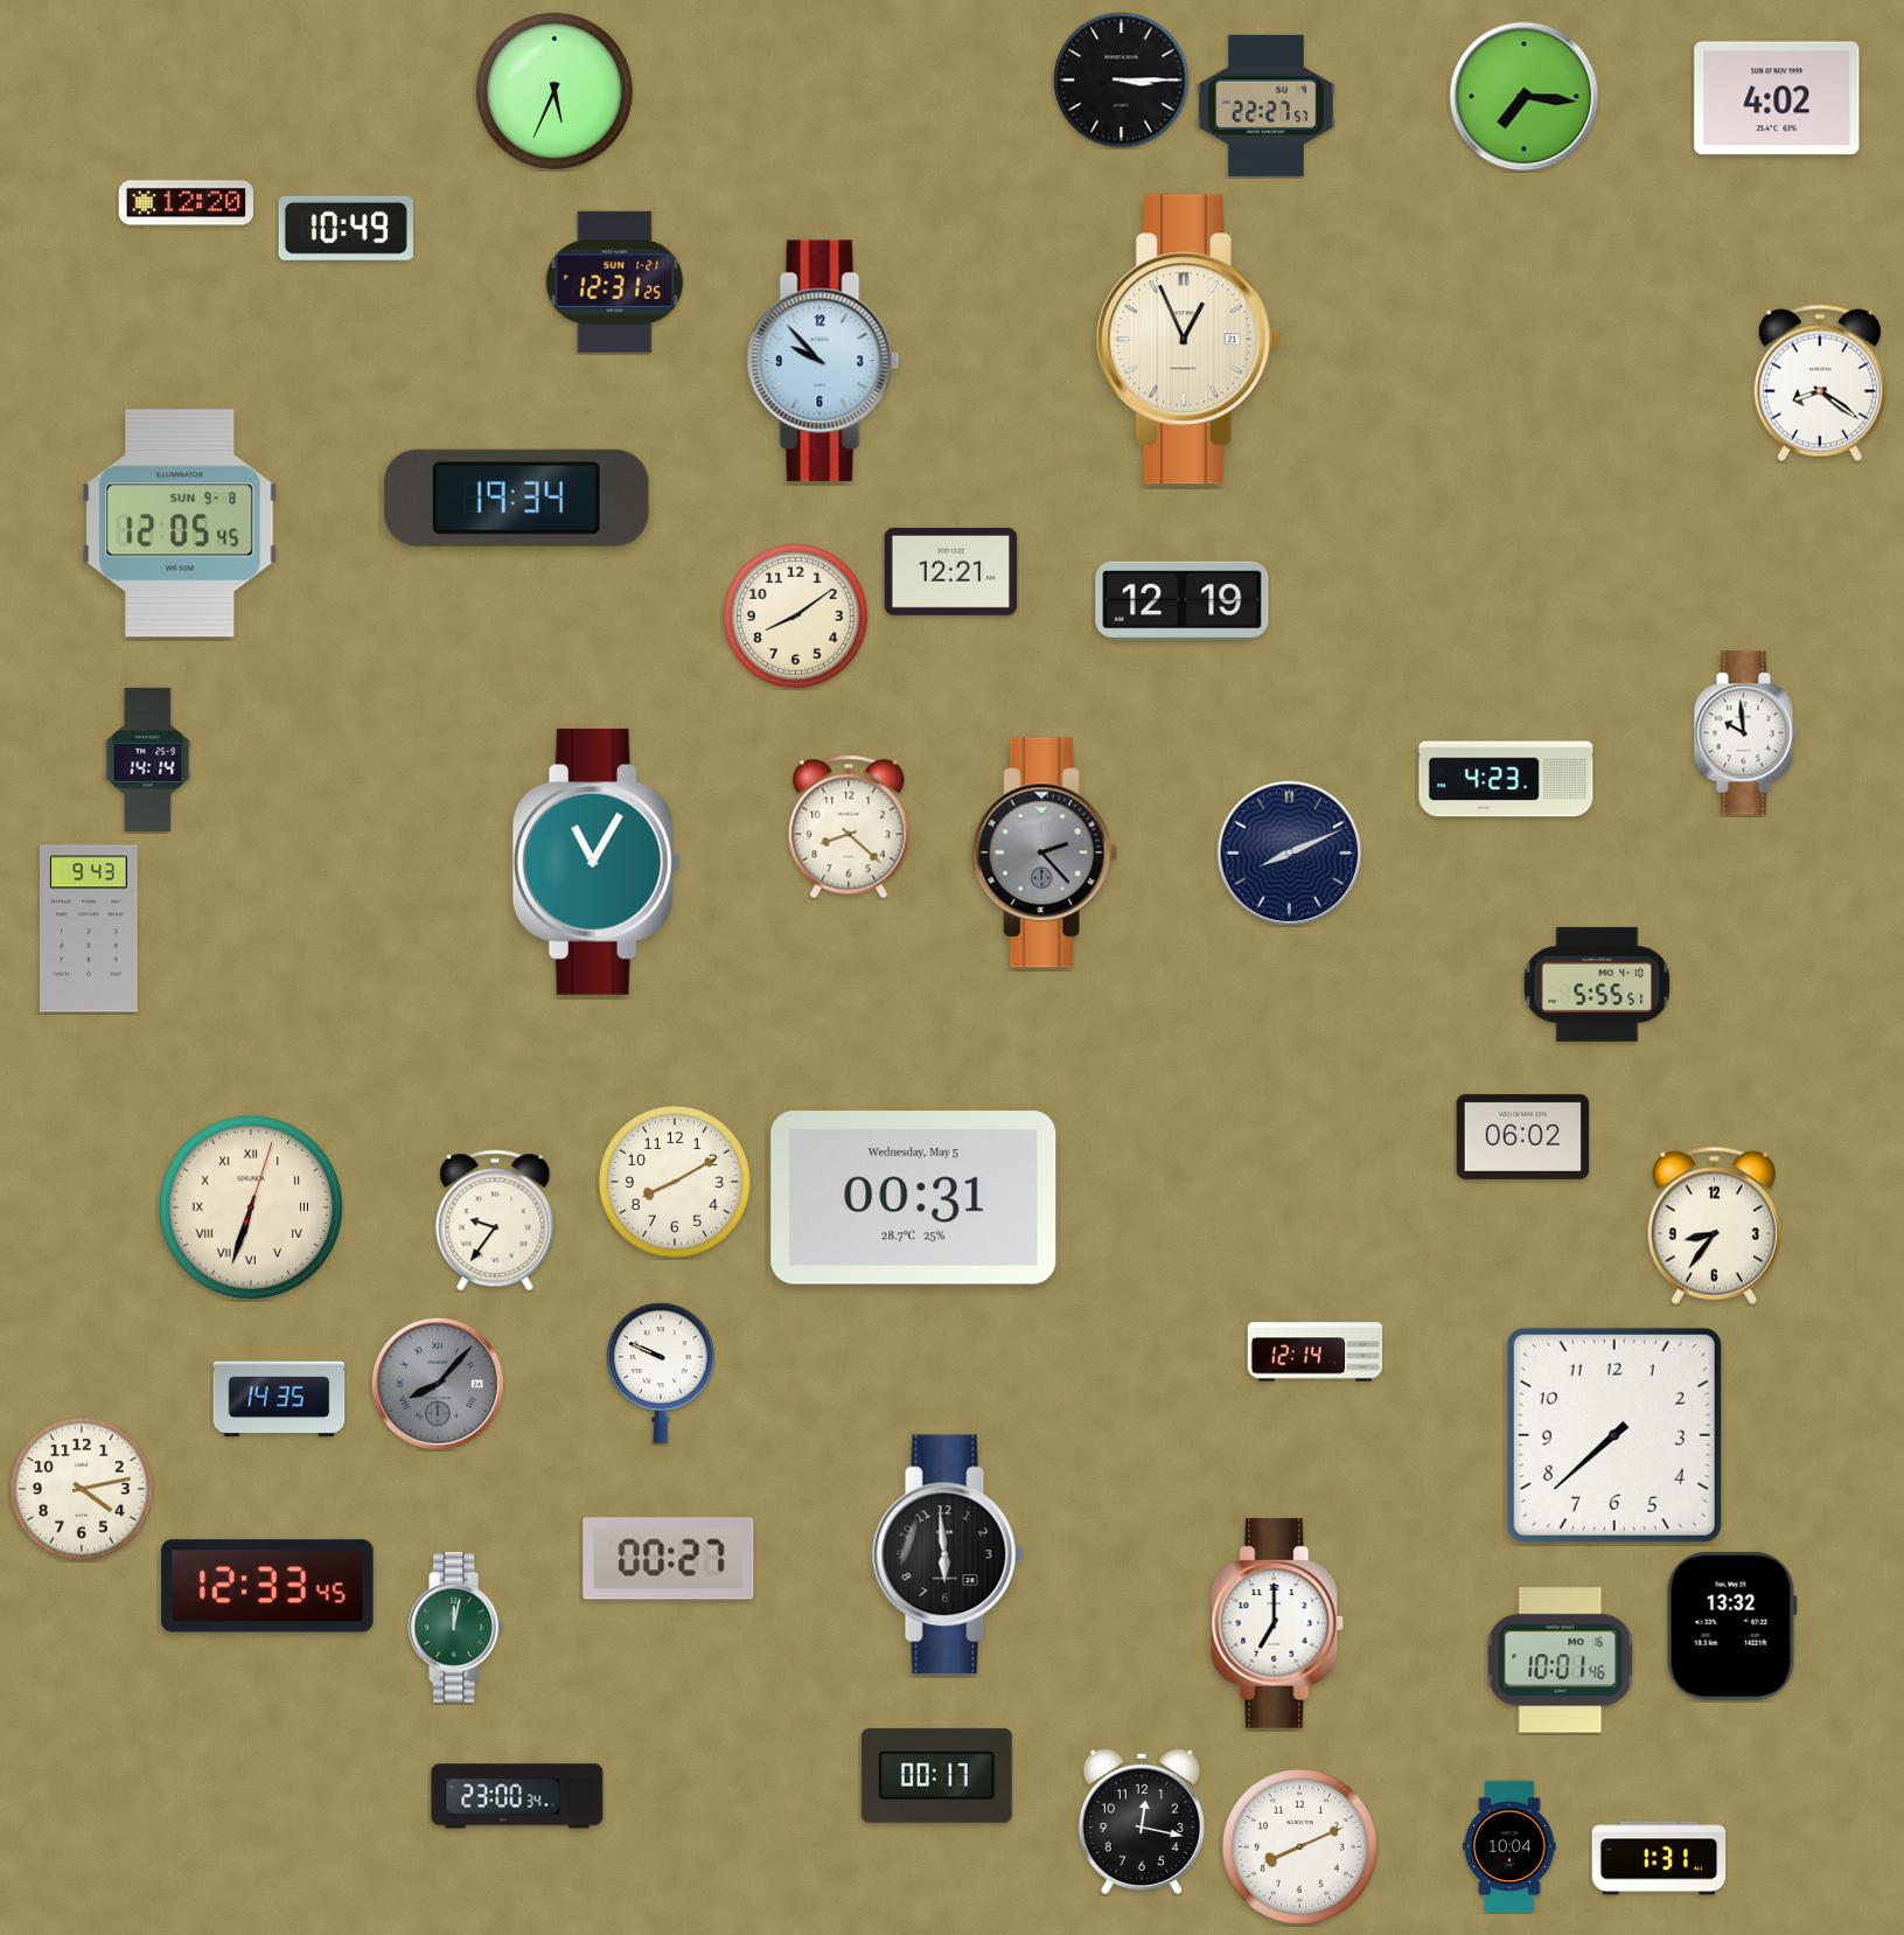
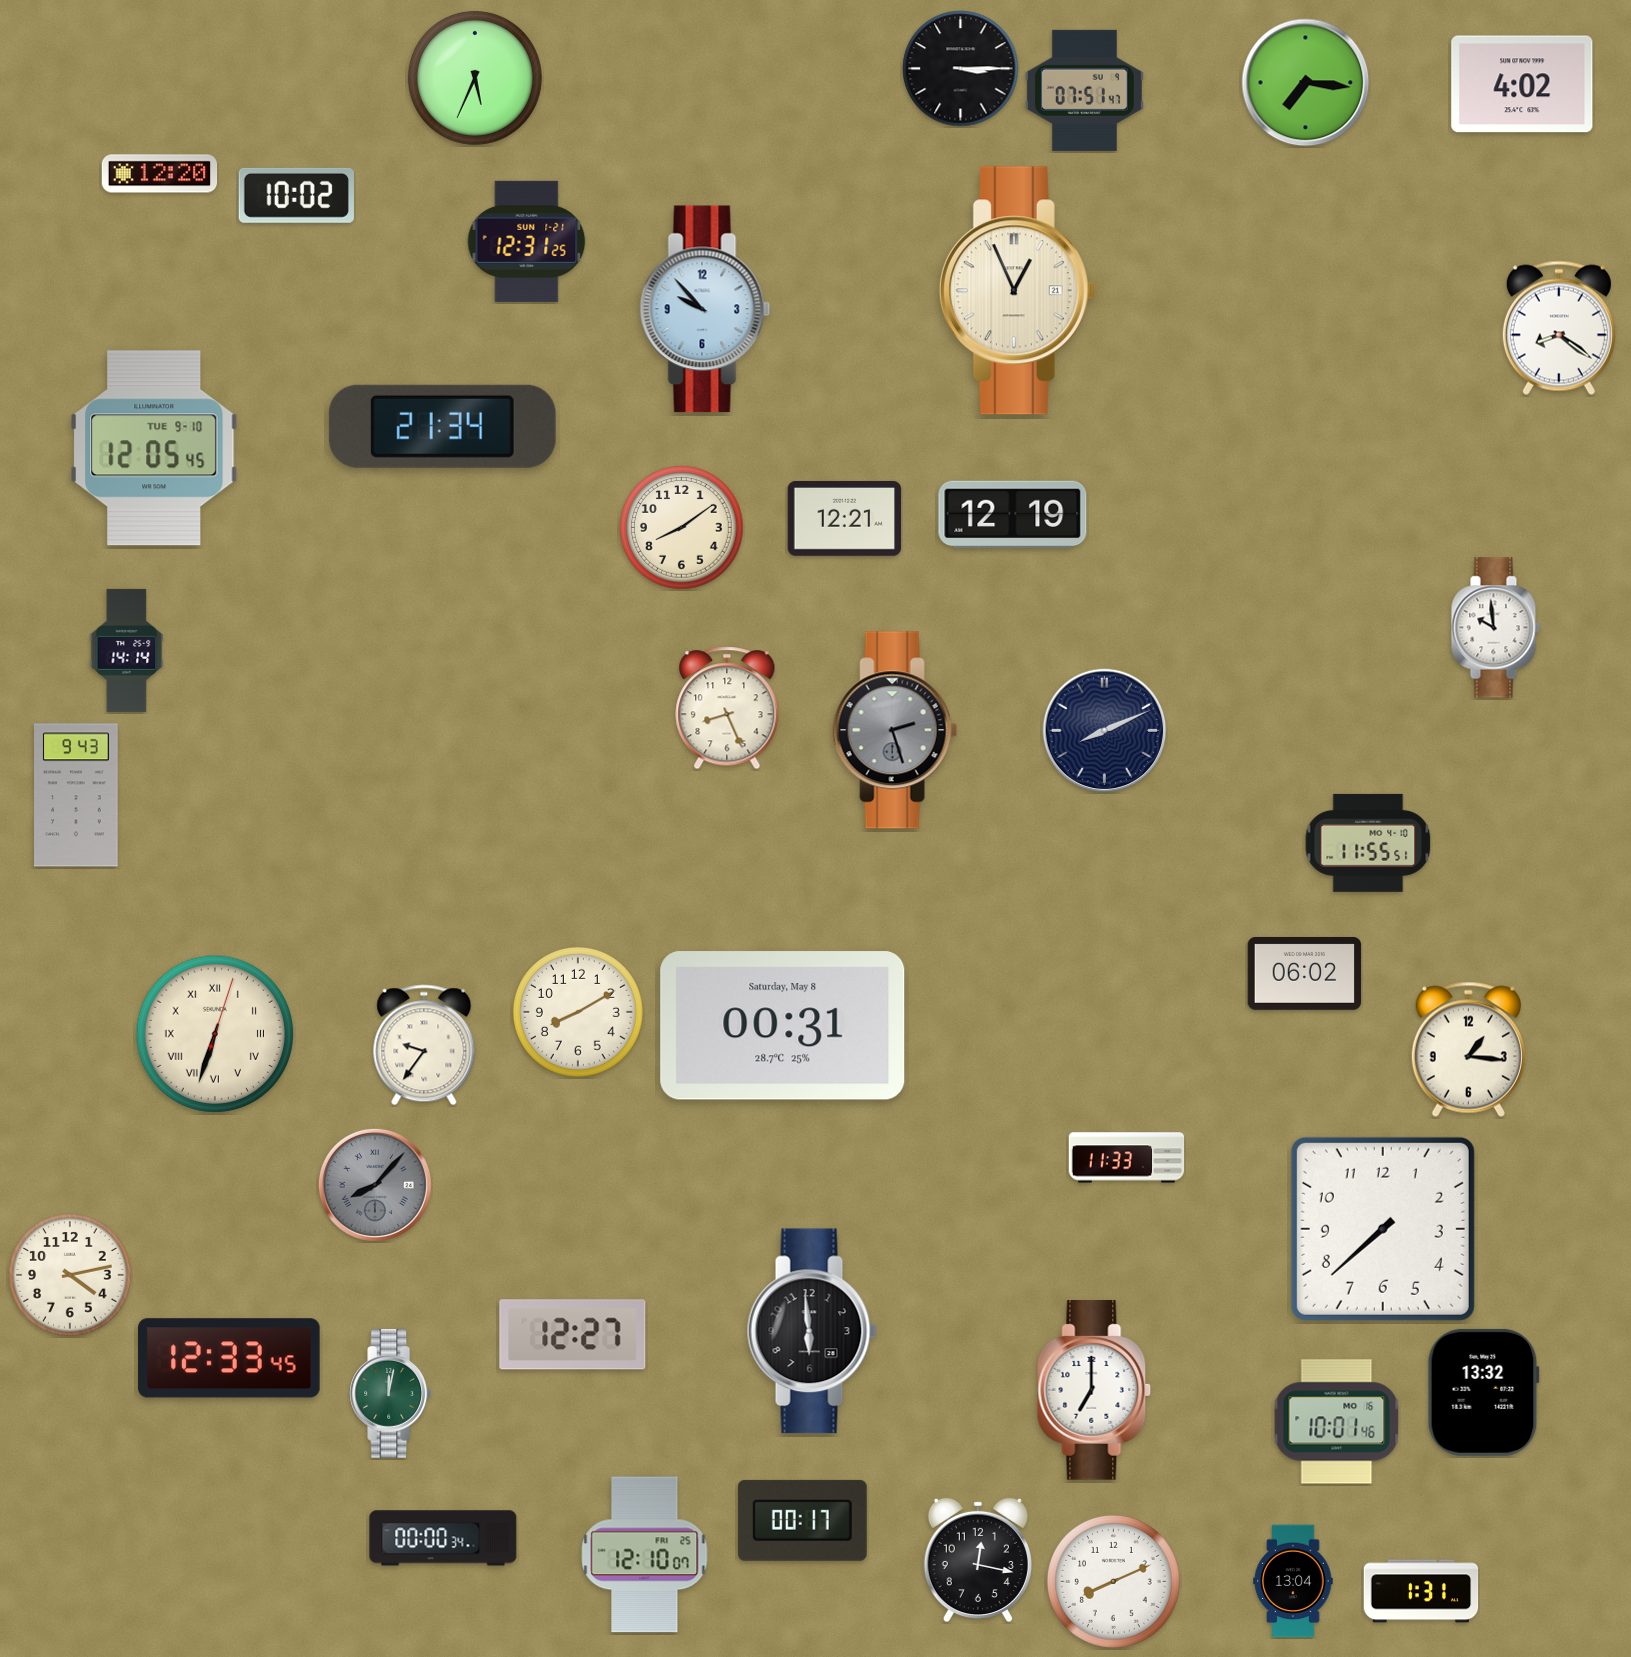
clock at (1265, 105): 22:27 -> 07:51
clock at (346, 228): 10:49 -> 10:02
clock at (516, 497): 19:34 -> 21:34
clock at (180, 523) date: SUN 9-8 -> TUE 9-10
clock at (951, 571) position: (951, 571) -> (845, 518)
clock at (1506, 779): 4:23 -> none
clock at (849, 827): 8:22 -> 8:26
clock at (1045, 852): 2:23 -> 2:27
clock at (597, 862): 11:05 -> none
clock at (1597, 984): 5:55 -> 11:55
clock at (914, 1198) date: Wednesday, May 5 -> Saturday, May 8
clock at (1714, 1225): 8:36 -> 1:16
clock at (1316, 1352): 12:14 -> 11:33
clock at (661, 1373): 9:49 -> none
clock at (279, 1399): 14:35 -> none
clock at (669, 1559): 00:27 -> 12:27
clock at (517, 1796): 23:00 -> 00:00
clock at (645, 1555): none -> 12:10
clock at (1509, 1846): 10:04 -> 13:04
